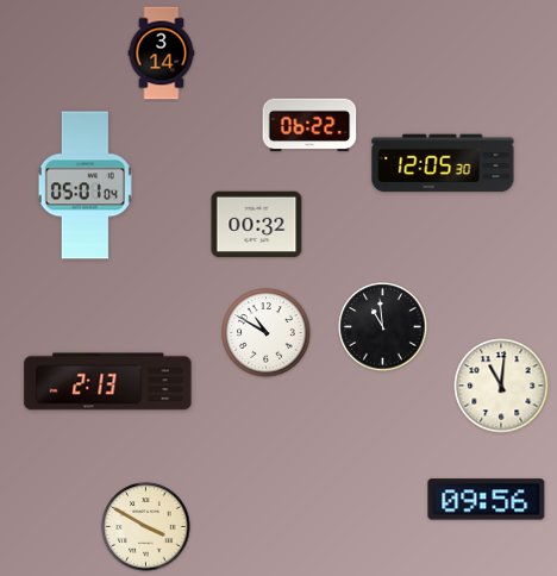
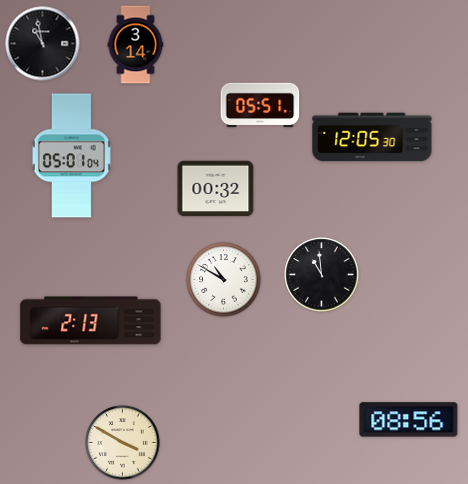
clock at (43, 44): none -> 10:58
clock at (309, 125): 06:22 -> 05:51
clock at (501, 386): 11:01 -> none
clock at (487, 500): 09:56 -> 08:56
